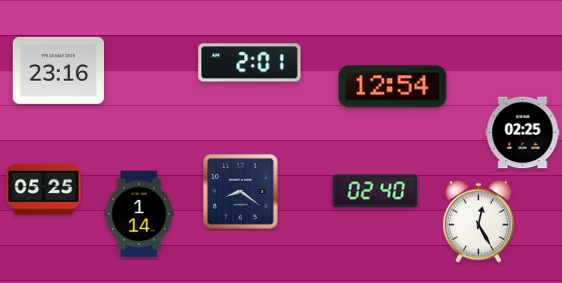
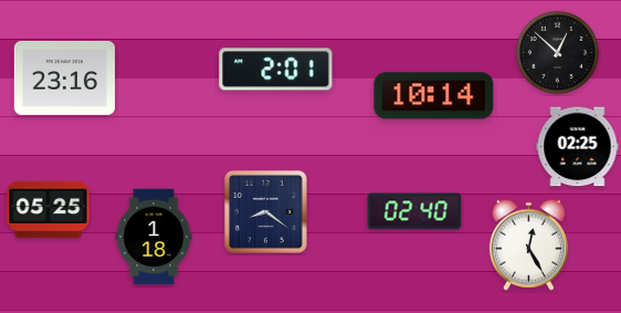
clock at (557, 52): none -> 12:52
clock at (393, 87): 12:54 -> 10:14
clock at (139, 214): 1:14 -> 1:18
